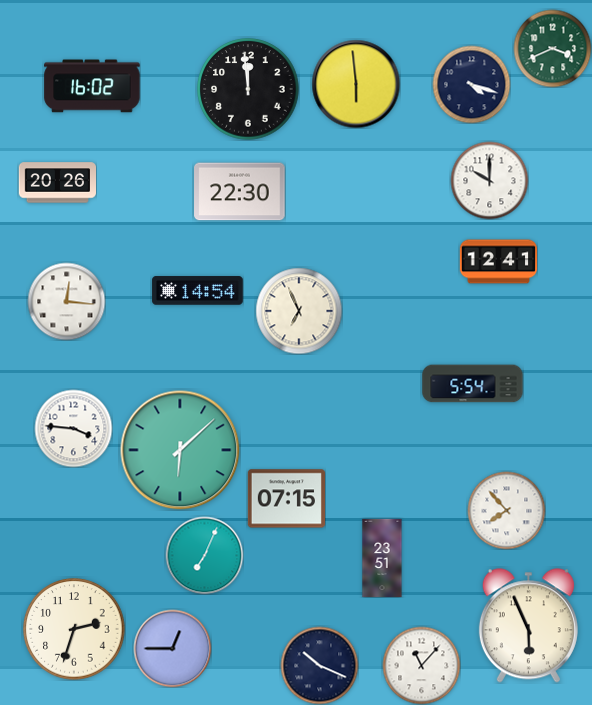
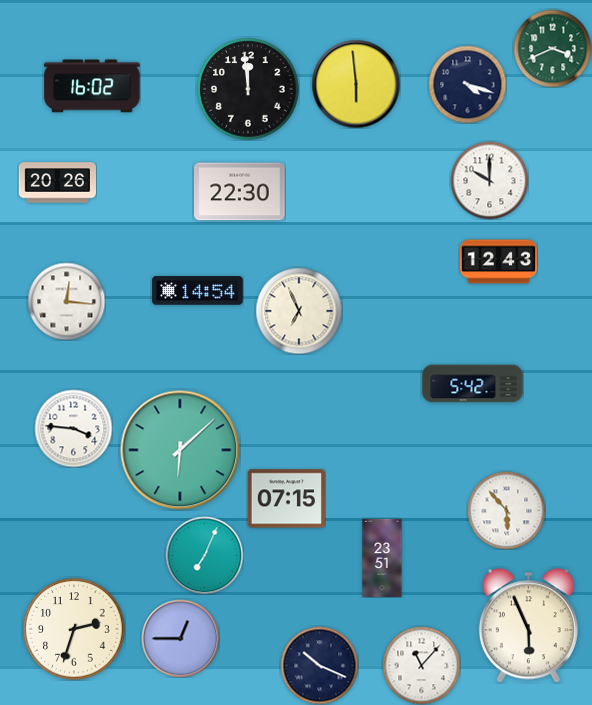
clock at (471, 84) position: (471, 84) -> (467, 84)
clock at (498, 262): 12:41 -> 12:43
clock at (473, 384): 5:54 -> 5:42
clock at (506, 510): 7:53 -> 5:53
clock at (172, 648) position: (172, 648) -> (180, 638)
